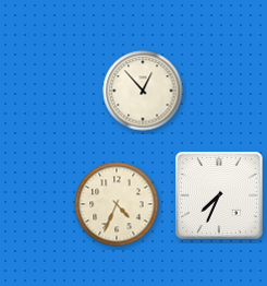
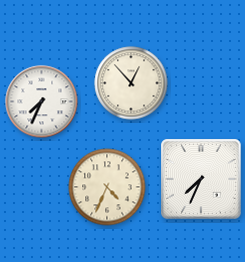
clock at (42, 102): none -> 7:34
